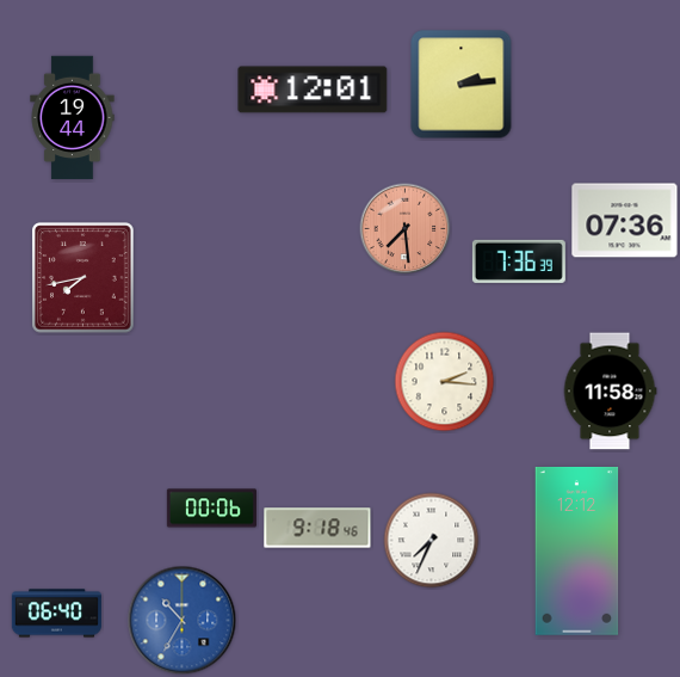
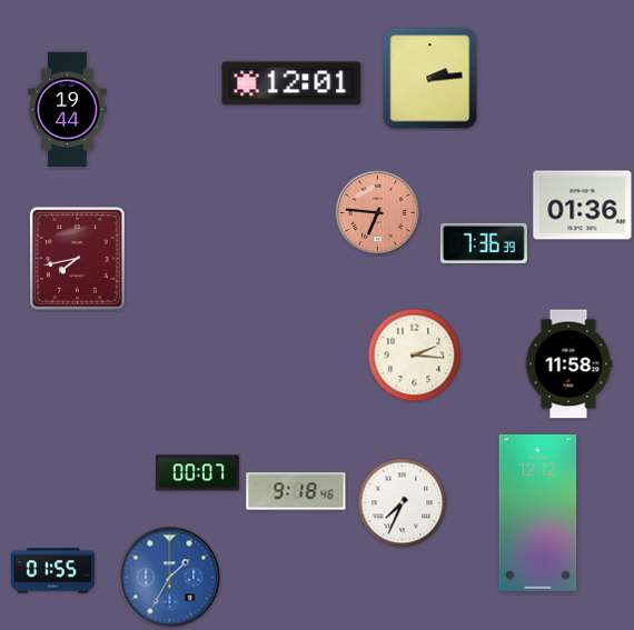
clock at (625, 221): 07:36 -> 01:36
clock at (406, 229): 7:29 -> 6:46
clock at (211, 509): 00:06 -> 00:07
clock at (56, 614): 06:40 -> 01:55
clock at (183, 621): 10:35 -> 1:35
